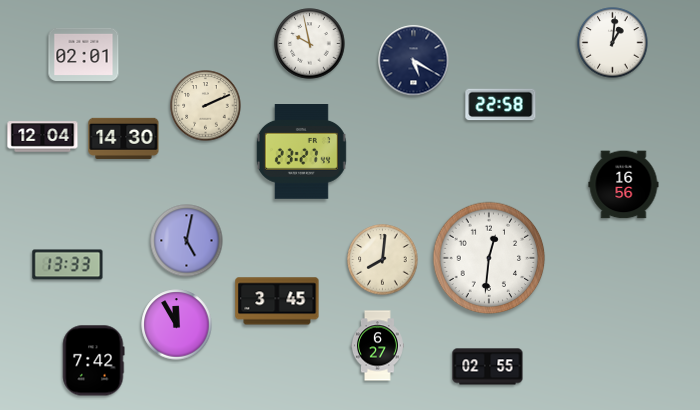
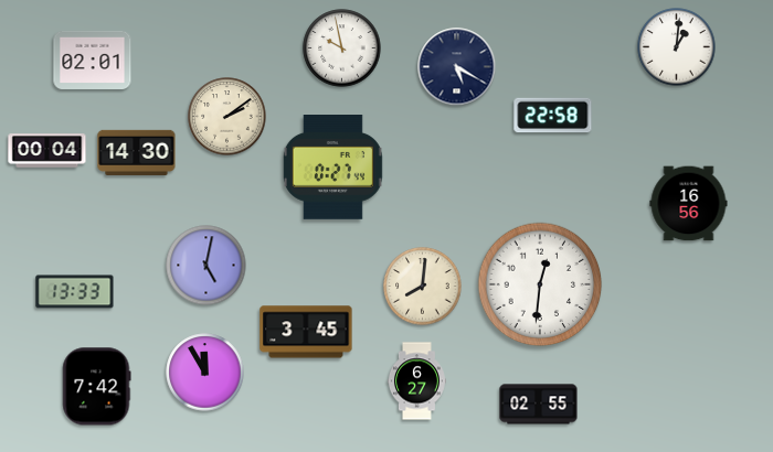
clock at (206, 106): 2:11 -> 2:09
clock at (43, 137): 12:04 -> 00:04
clock at (301, 152): 23:27 -> 0:27
clock at (177, 325) position: (177, 325) -> (205, 373)
clock at (93, 361) position: (93, 361) -> (96, 387)
